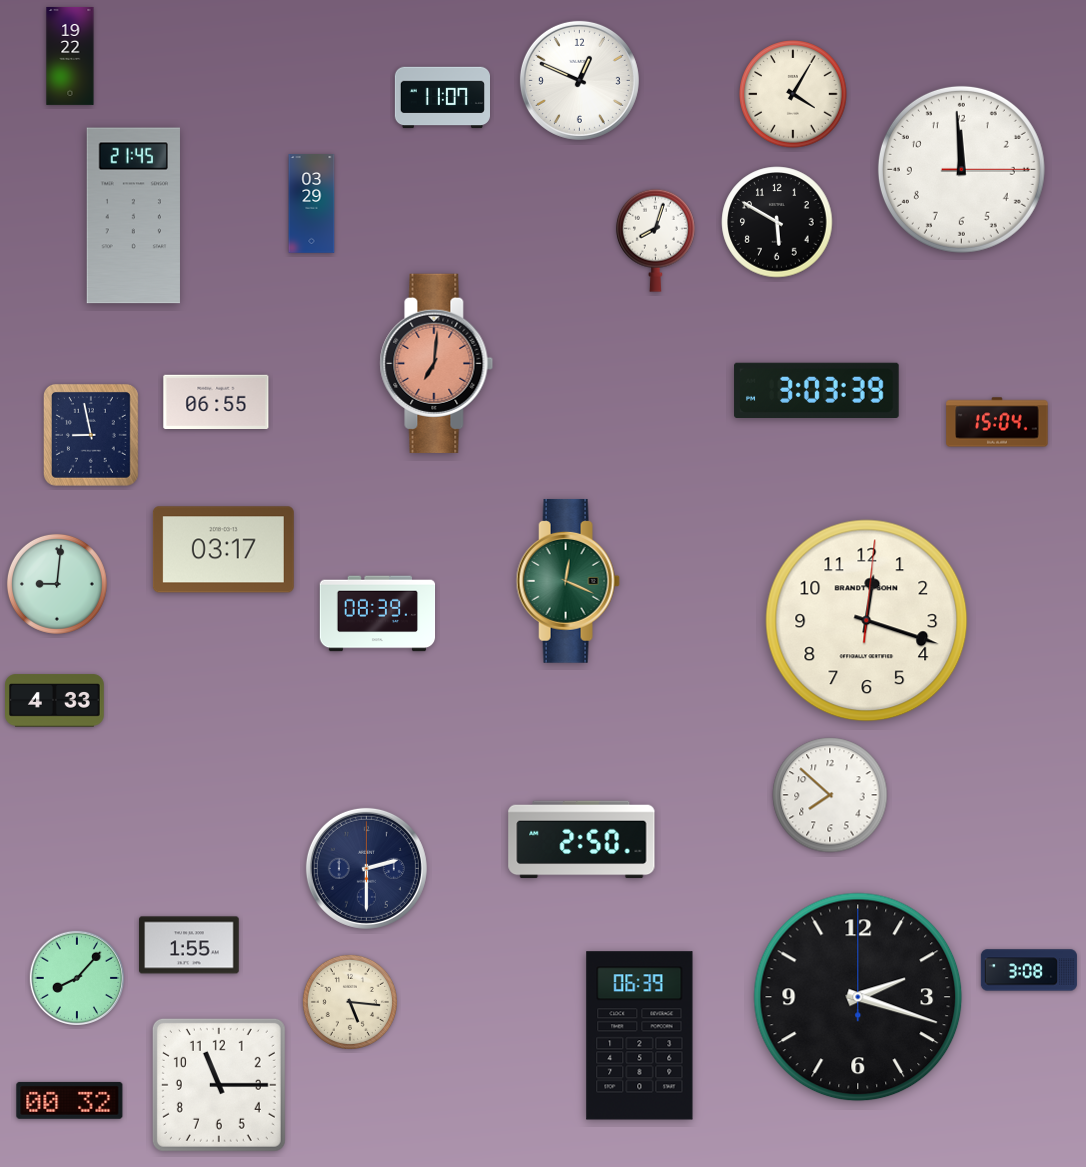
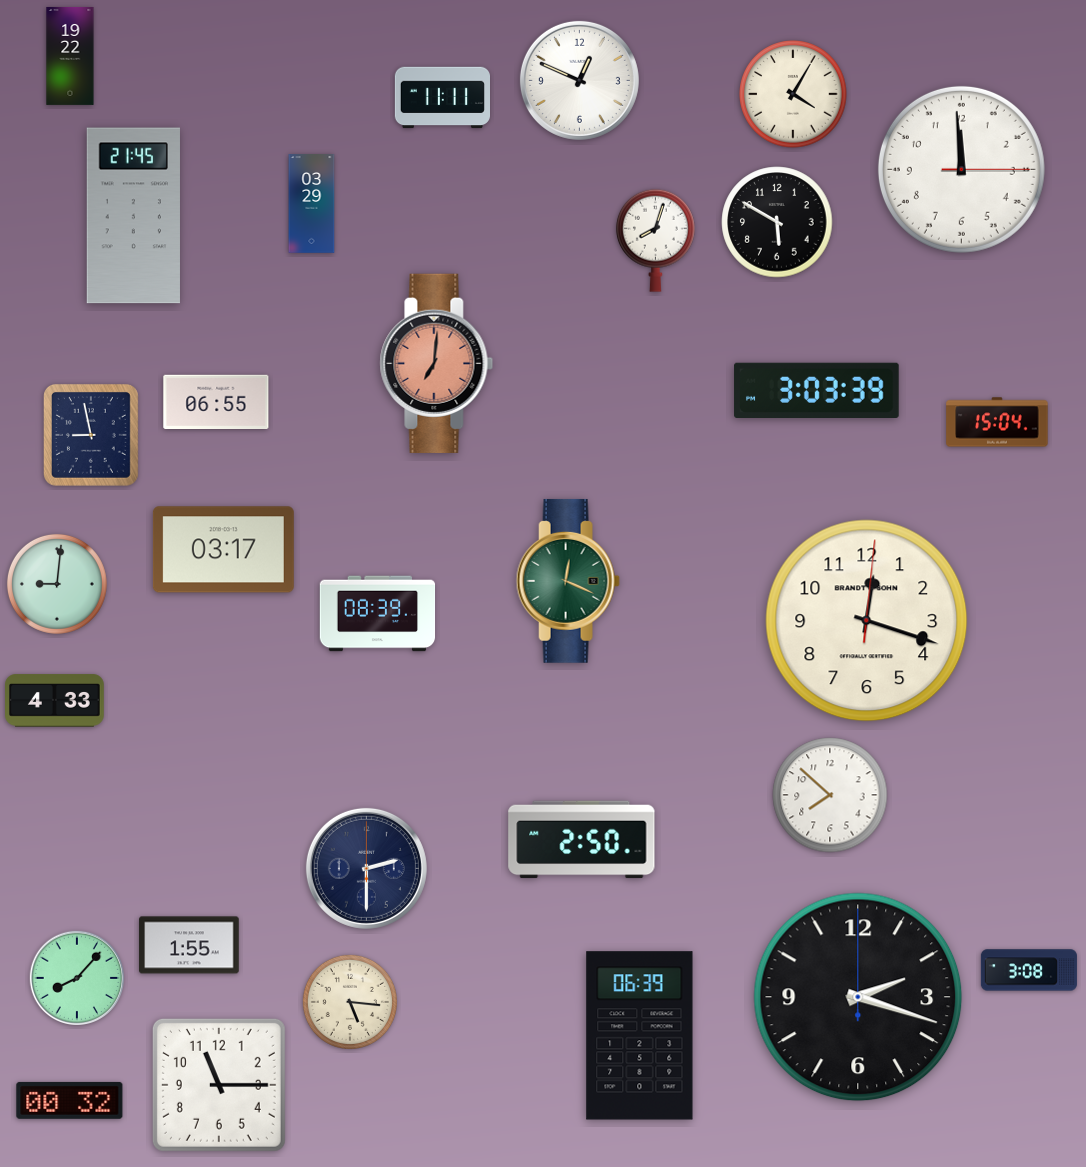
clock at (442, 98): 11:07 -> 11:11
